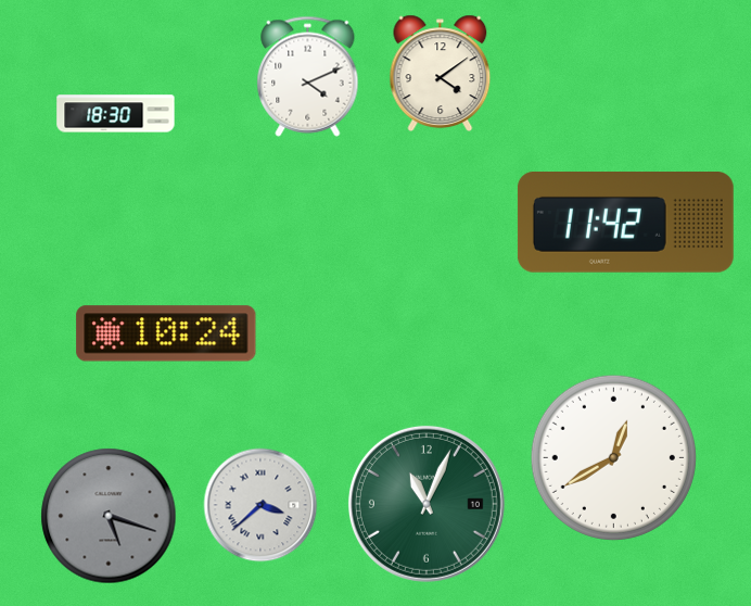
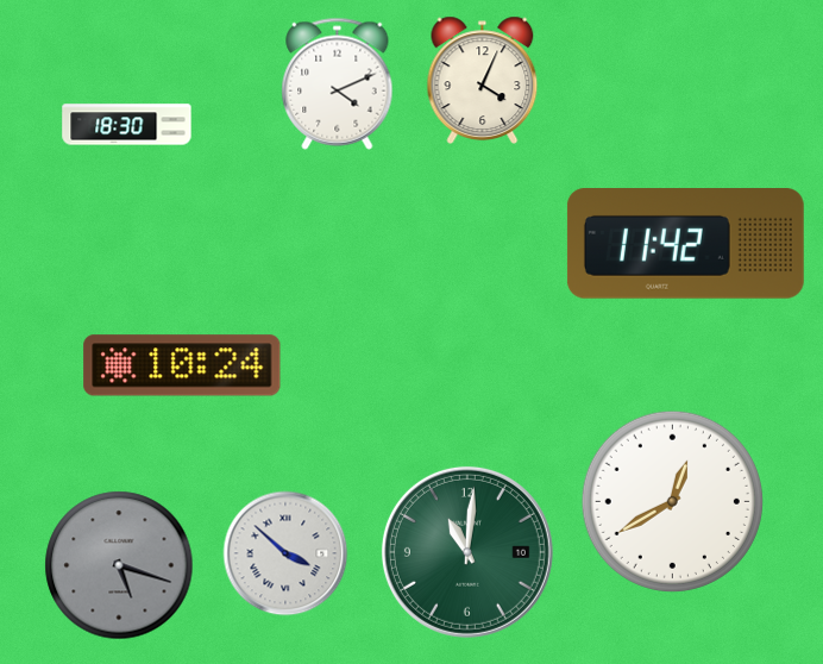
clock at (441, 73): 4:09 -> 4:04
clock at (427, 504): 11:04 -> 11:01
clock at (260, 505): 3:38 -> 3:52
